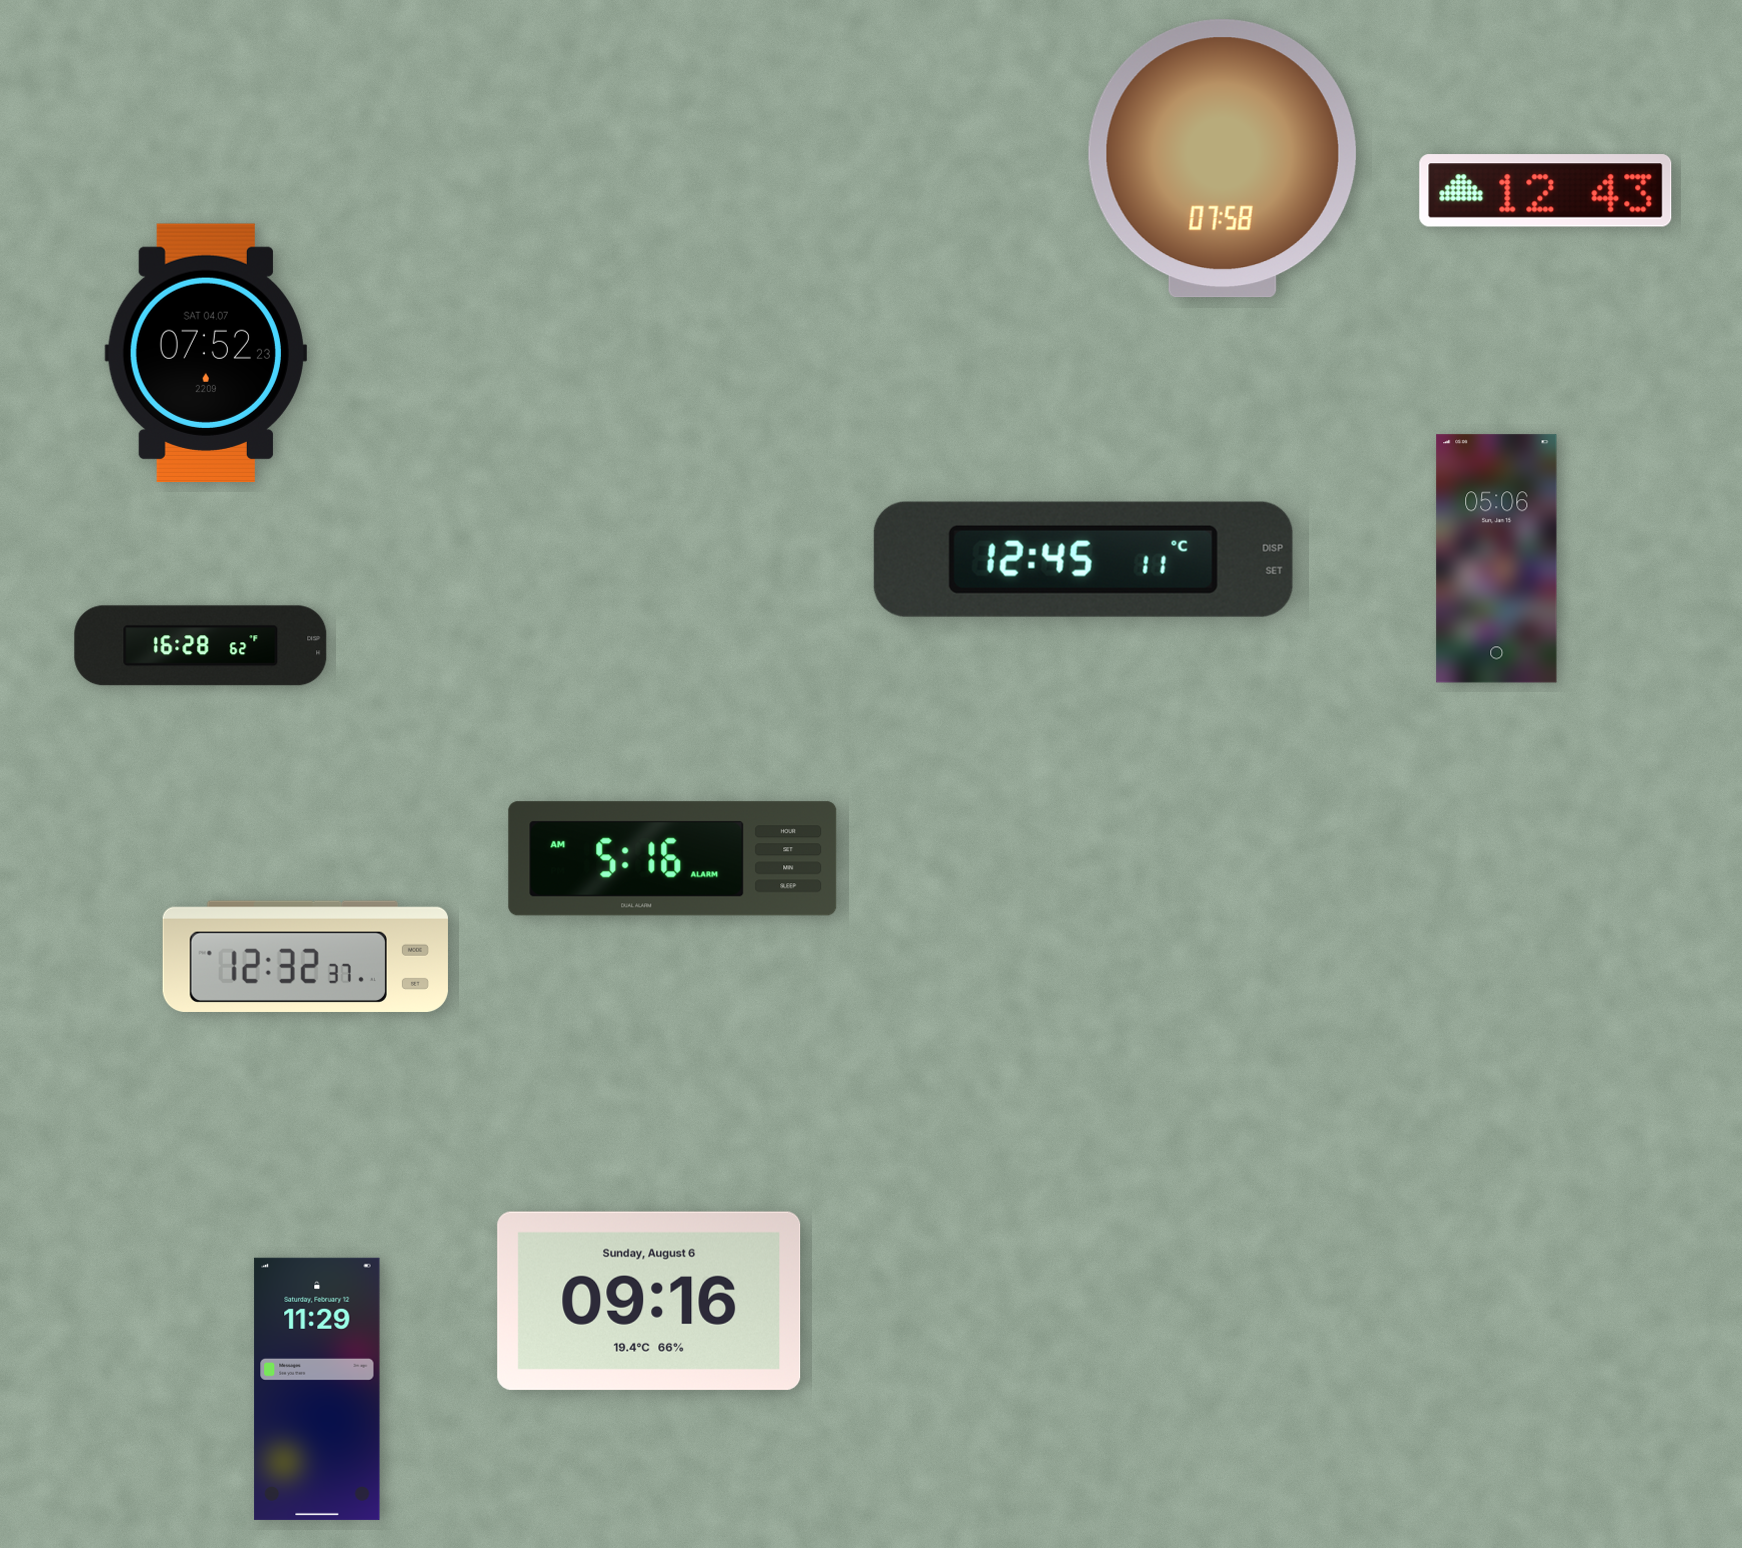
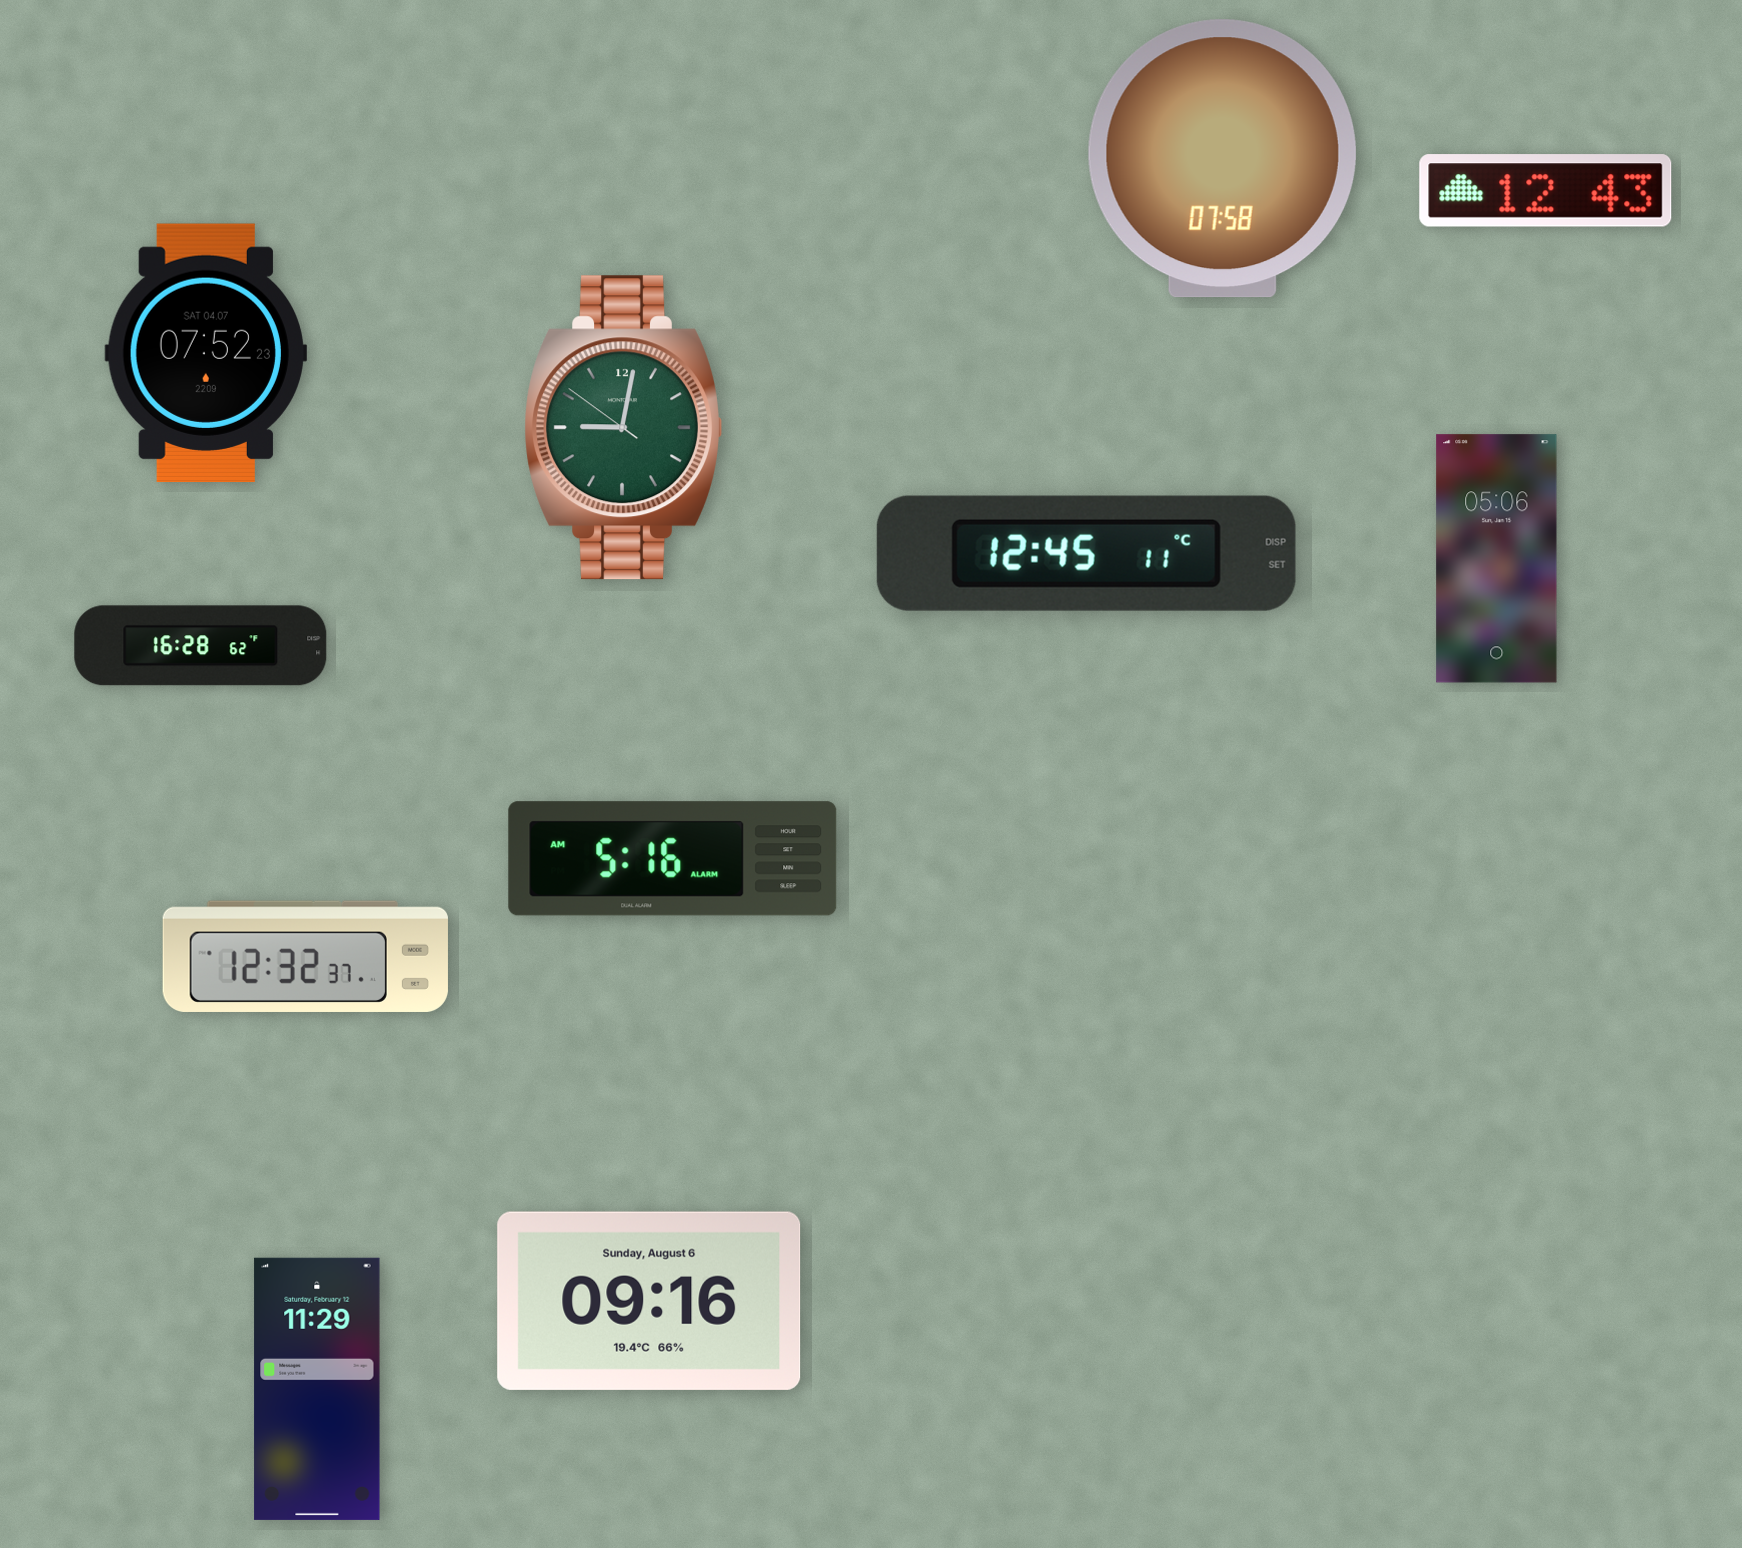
clock at (623, 428): none -> 9:01
clock at (1083, 559) position: (1083, 559) -> (1086, 553)
